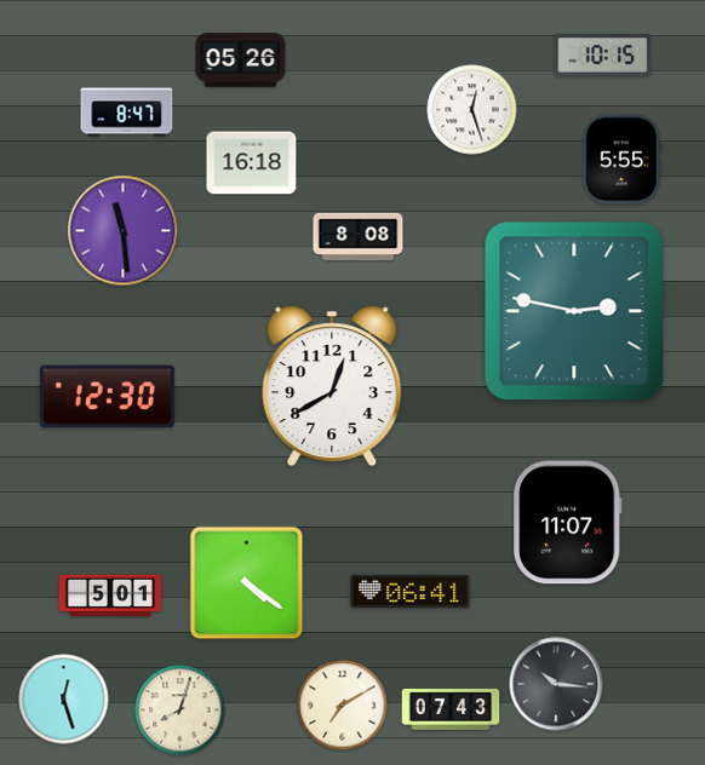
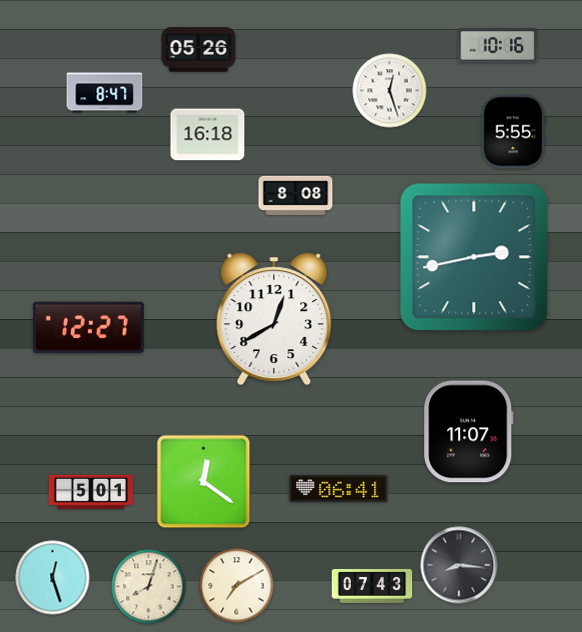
clock at (603, 56): 10:15 -> 10:16
clock at (124, 231): 11:29 -> none
clock at (574, 311): 2:47 -> 2:43
clock at (107, 397): 12:30 -> 12:27
clock at (247, 583): 4:21 -> 12:21
clock at (556, 684): 10:16 -> 8:16
clock at (343, 706) position: (343, 706) -> (237, 586)
